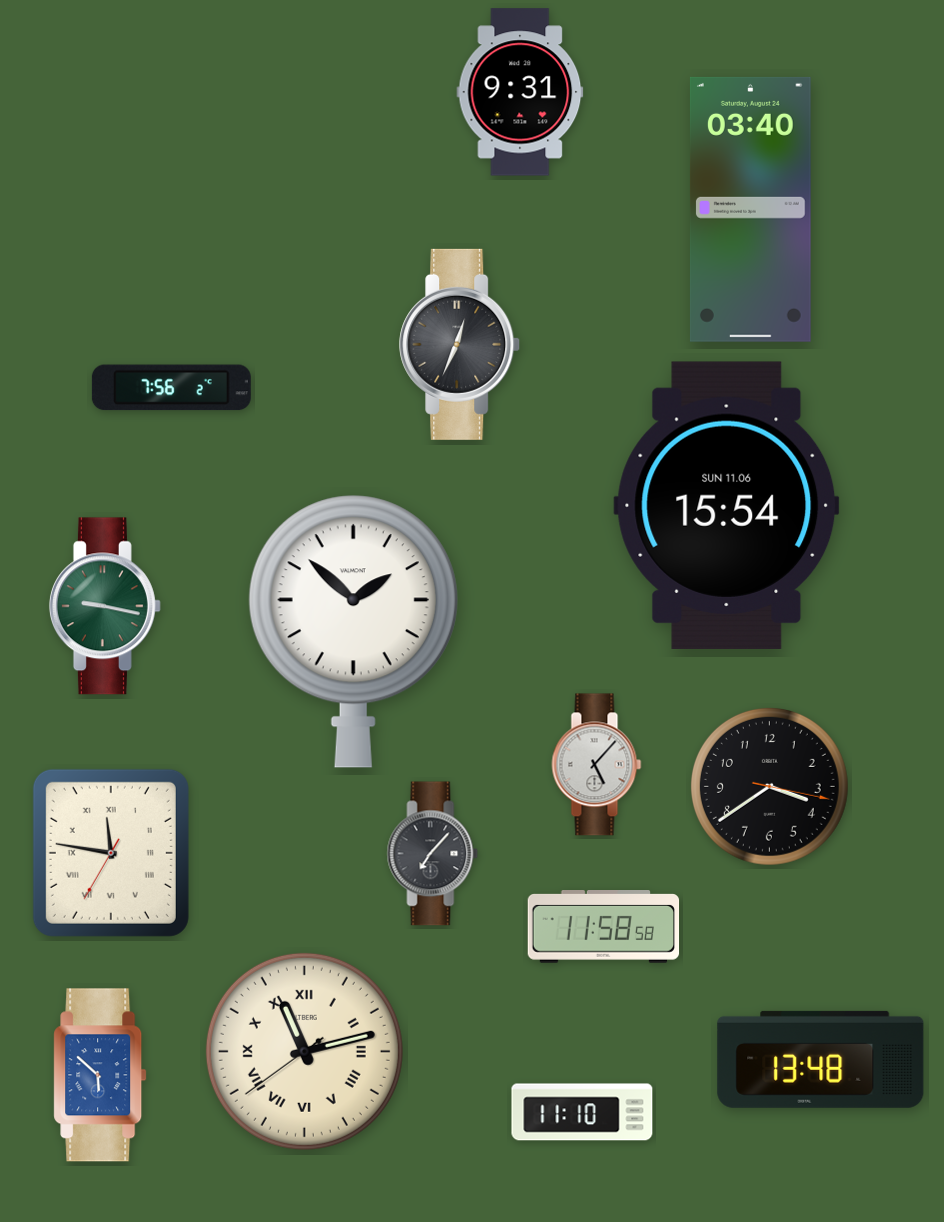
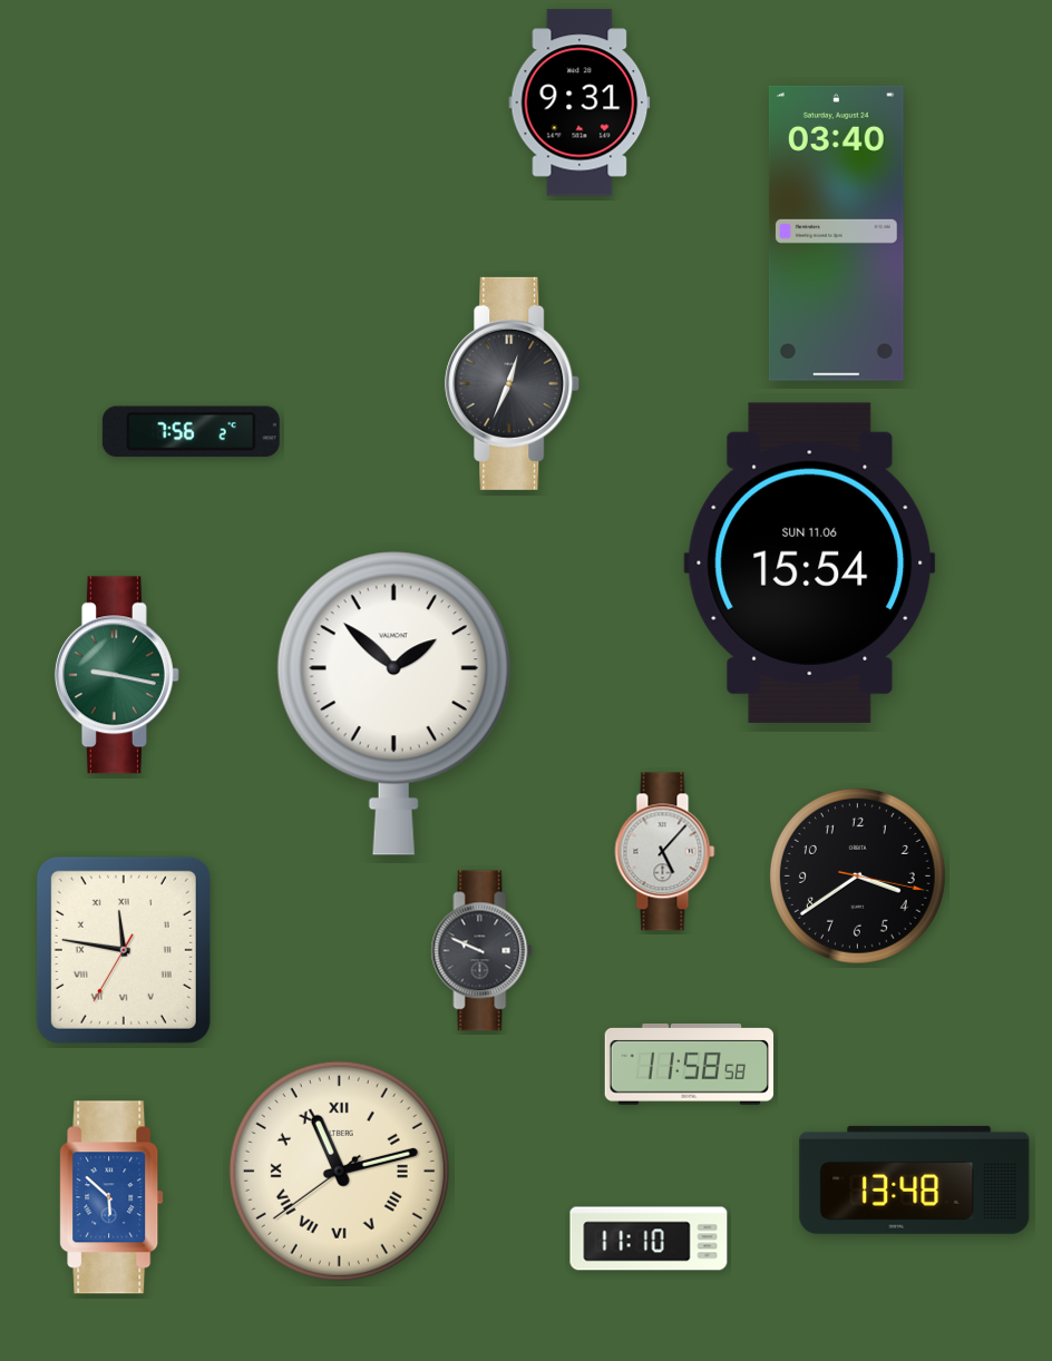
clock at (433, 854): 7:07 -> 9:49
clock at (604, 927) position: (604, 927) -> (690, 1065)
